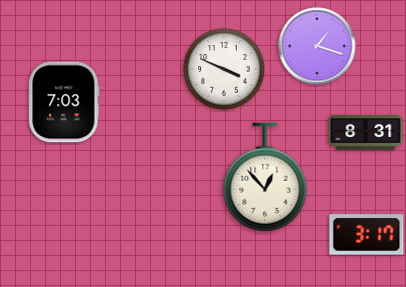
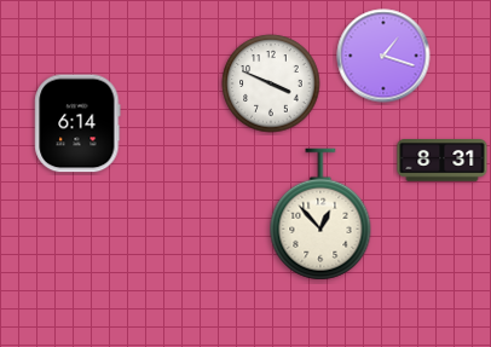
clock at (64, 102): 7:03 -> 6:14
clock at (367, 235): 3:17 -> none
